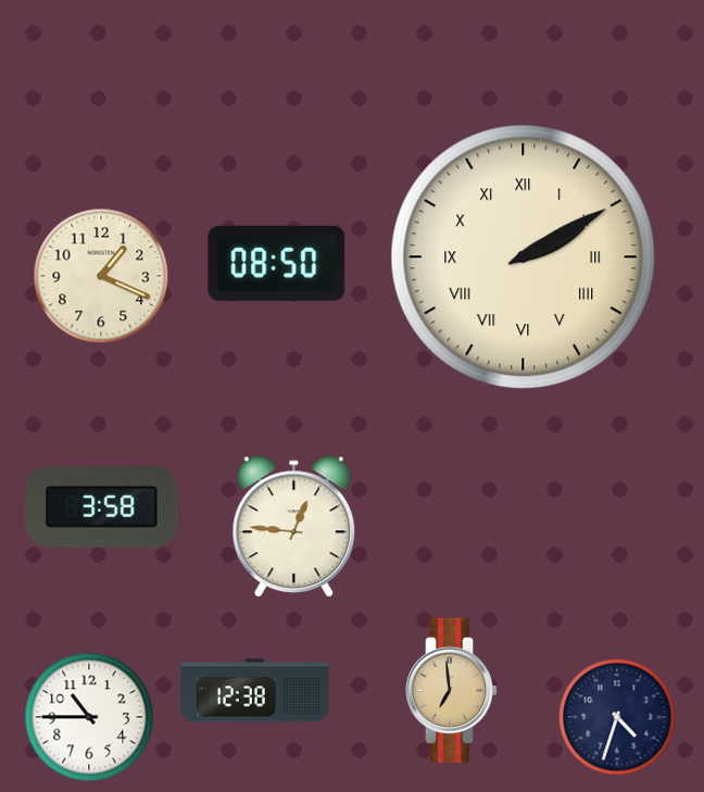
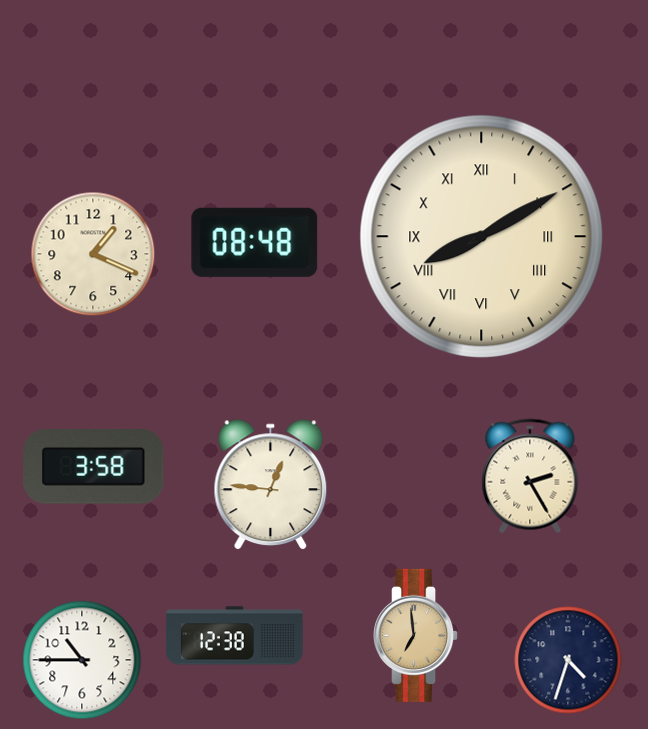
clock at (524, 257): 2:10 -> 8:10
clock at (277, 263): 08:50 -> 08:48
clock at (530, 476): none -> 2:25
